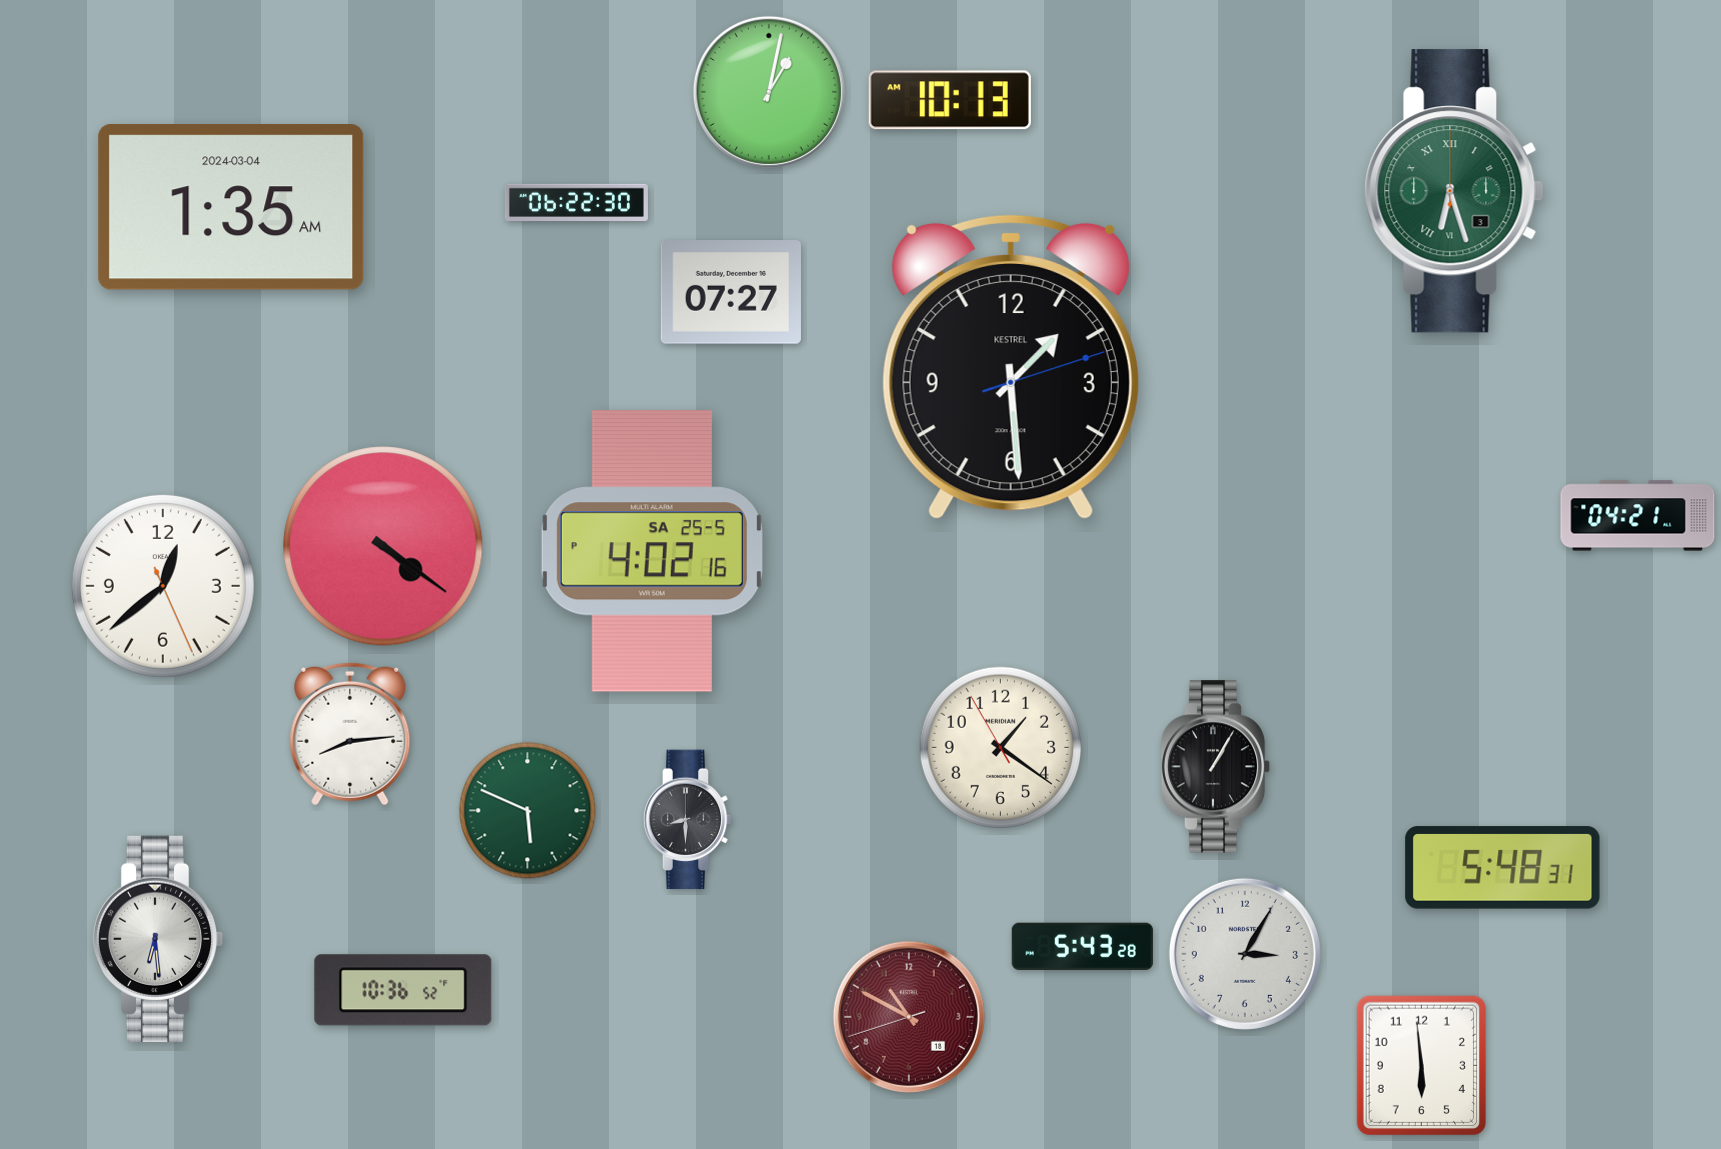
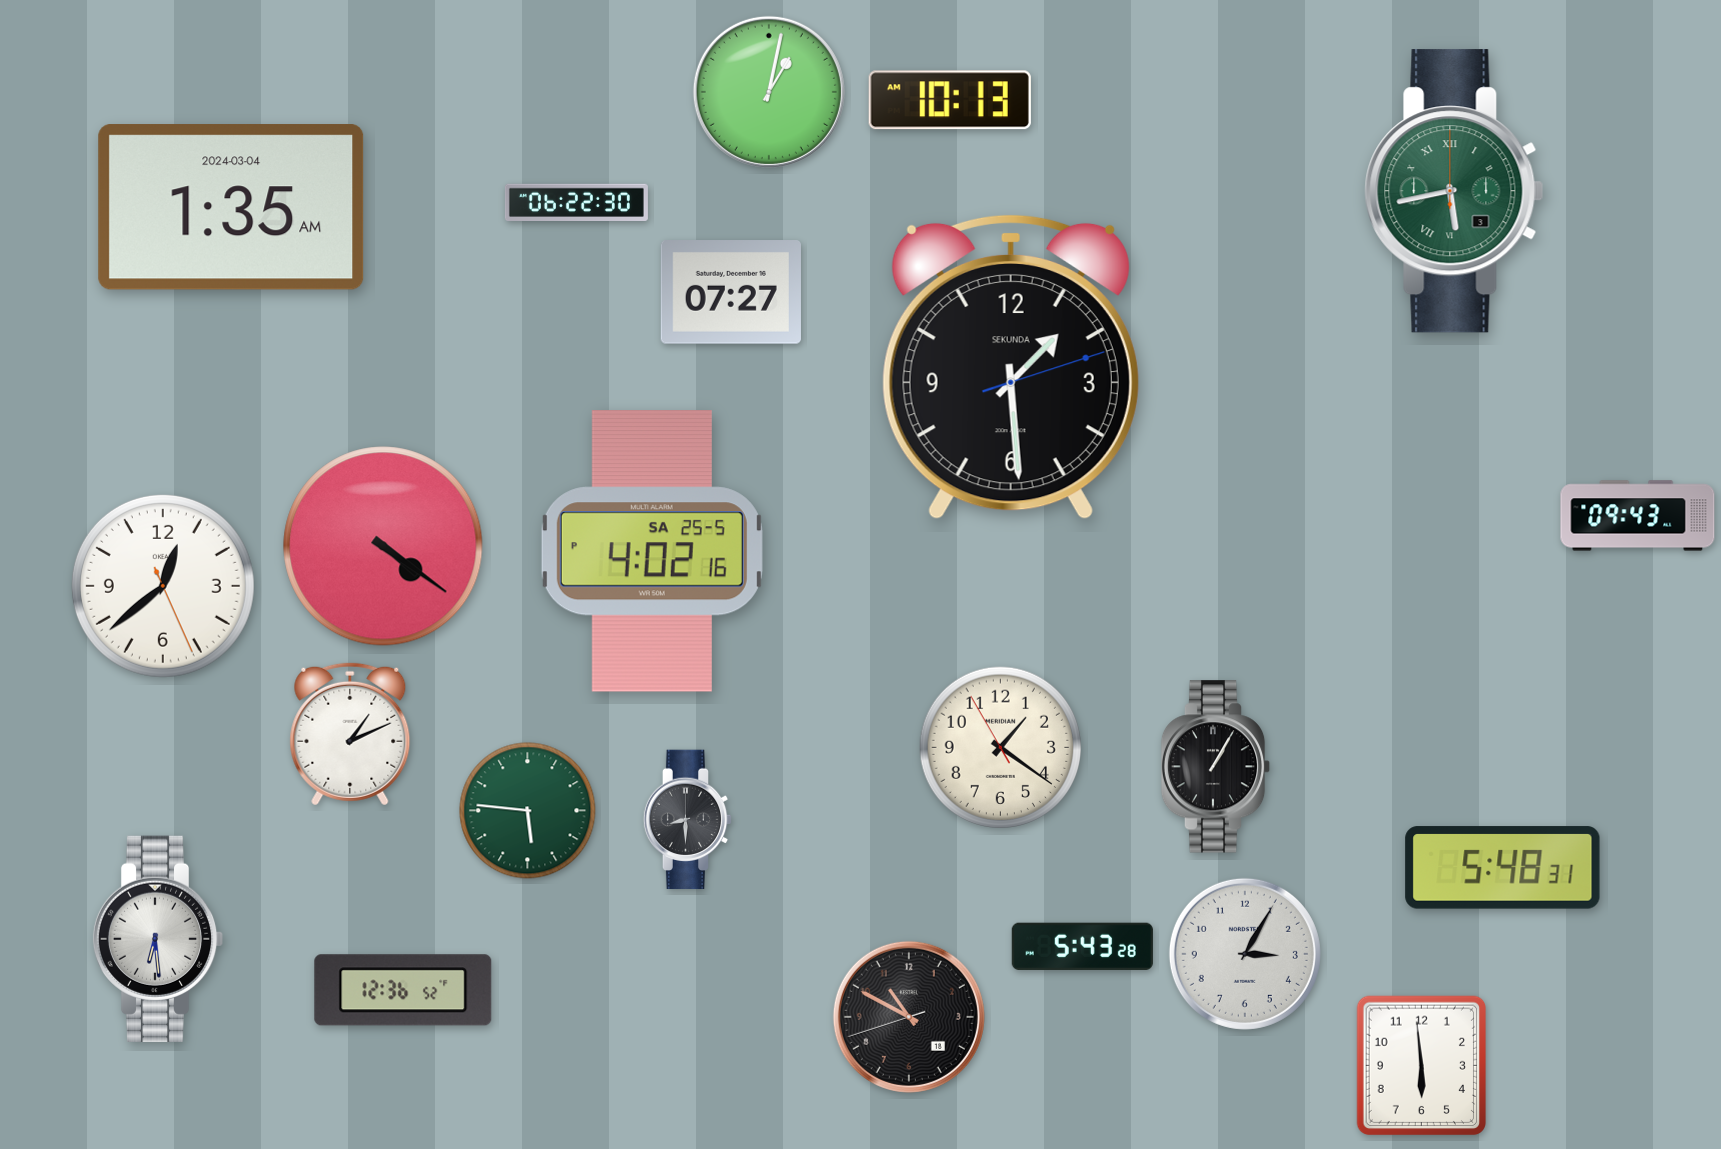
clock at (1454, 191): 6:27 -> 5:43
clock at (1011, 367) brand: KESTREL -> SEKUNDA
clock at (1638, 516): 04:21 -> 09:43
clock at (350, 734): 8:14 -> 1:11
clock at (528, 811): 5:49 -> 5:46
clock at (403, 990): 10:36 -> 12:36
clock at (909, 1017) dial: burgundy -> black
